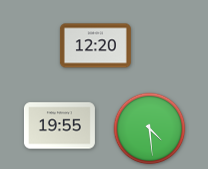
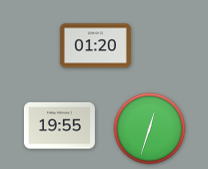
clock at (95, 46): 12:20 -> 01:20
clock at (150, 129): 4:29 -> 12:33
